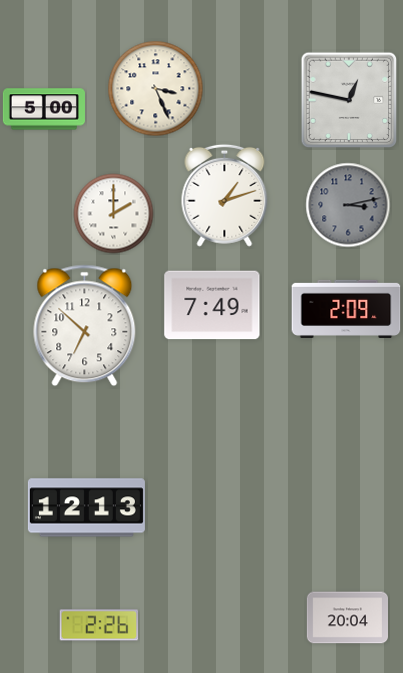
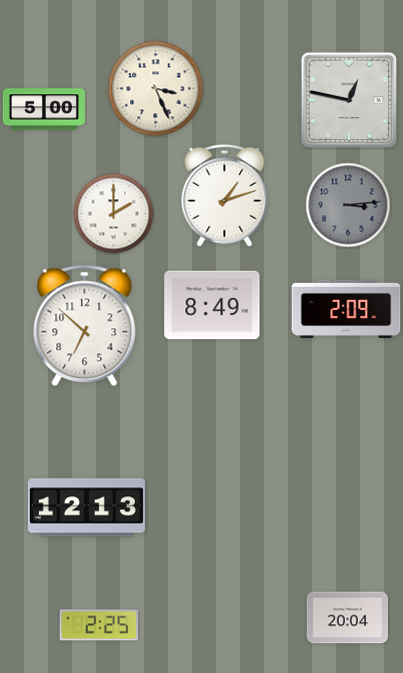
clock at (348, 205): 3:13 -> 3:14
clock at (212, 305): 7:49 -> 8:49
clock at (99, 625): 2:26 -> 2:25
